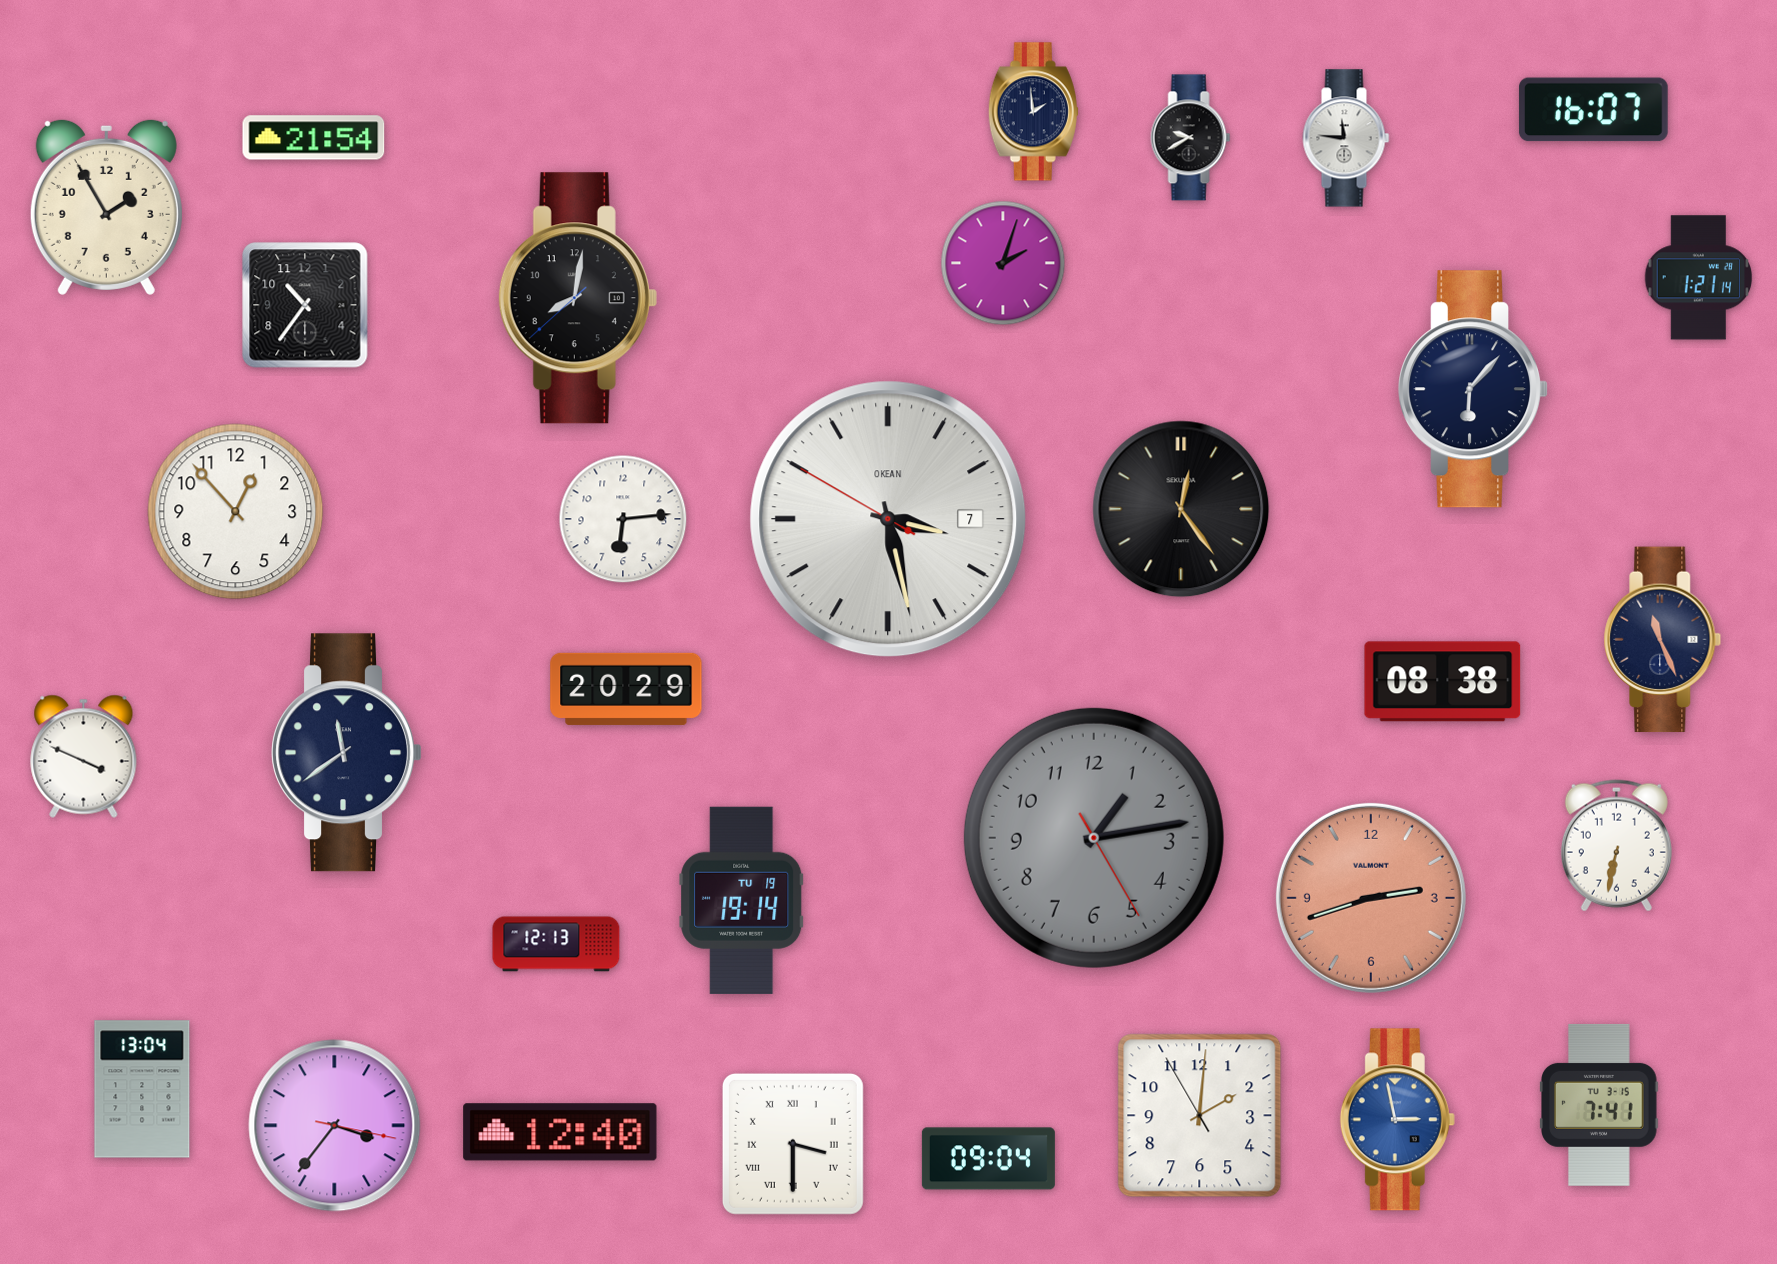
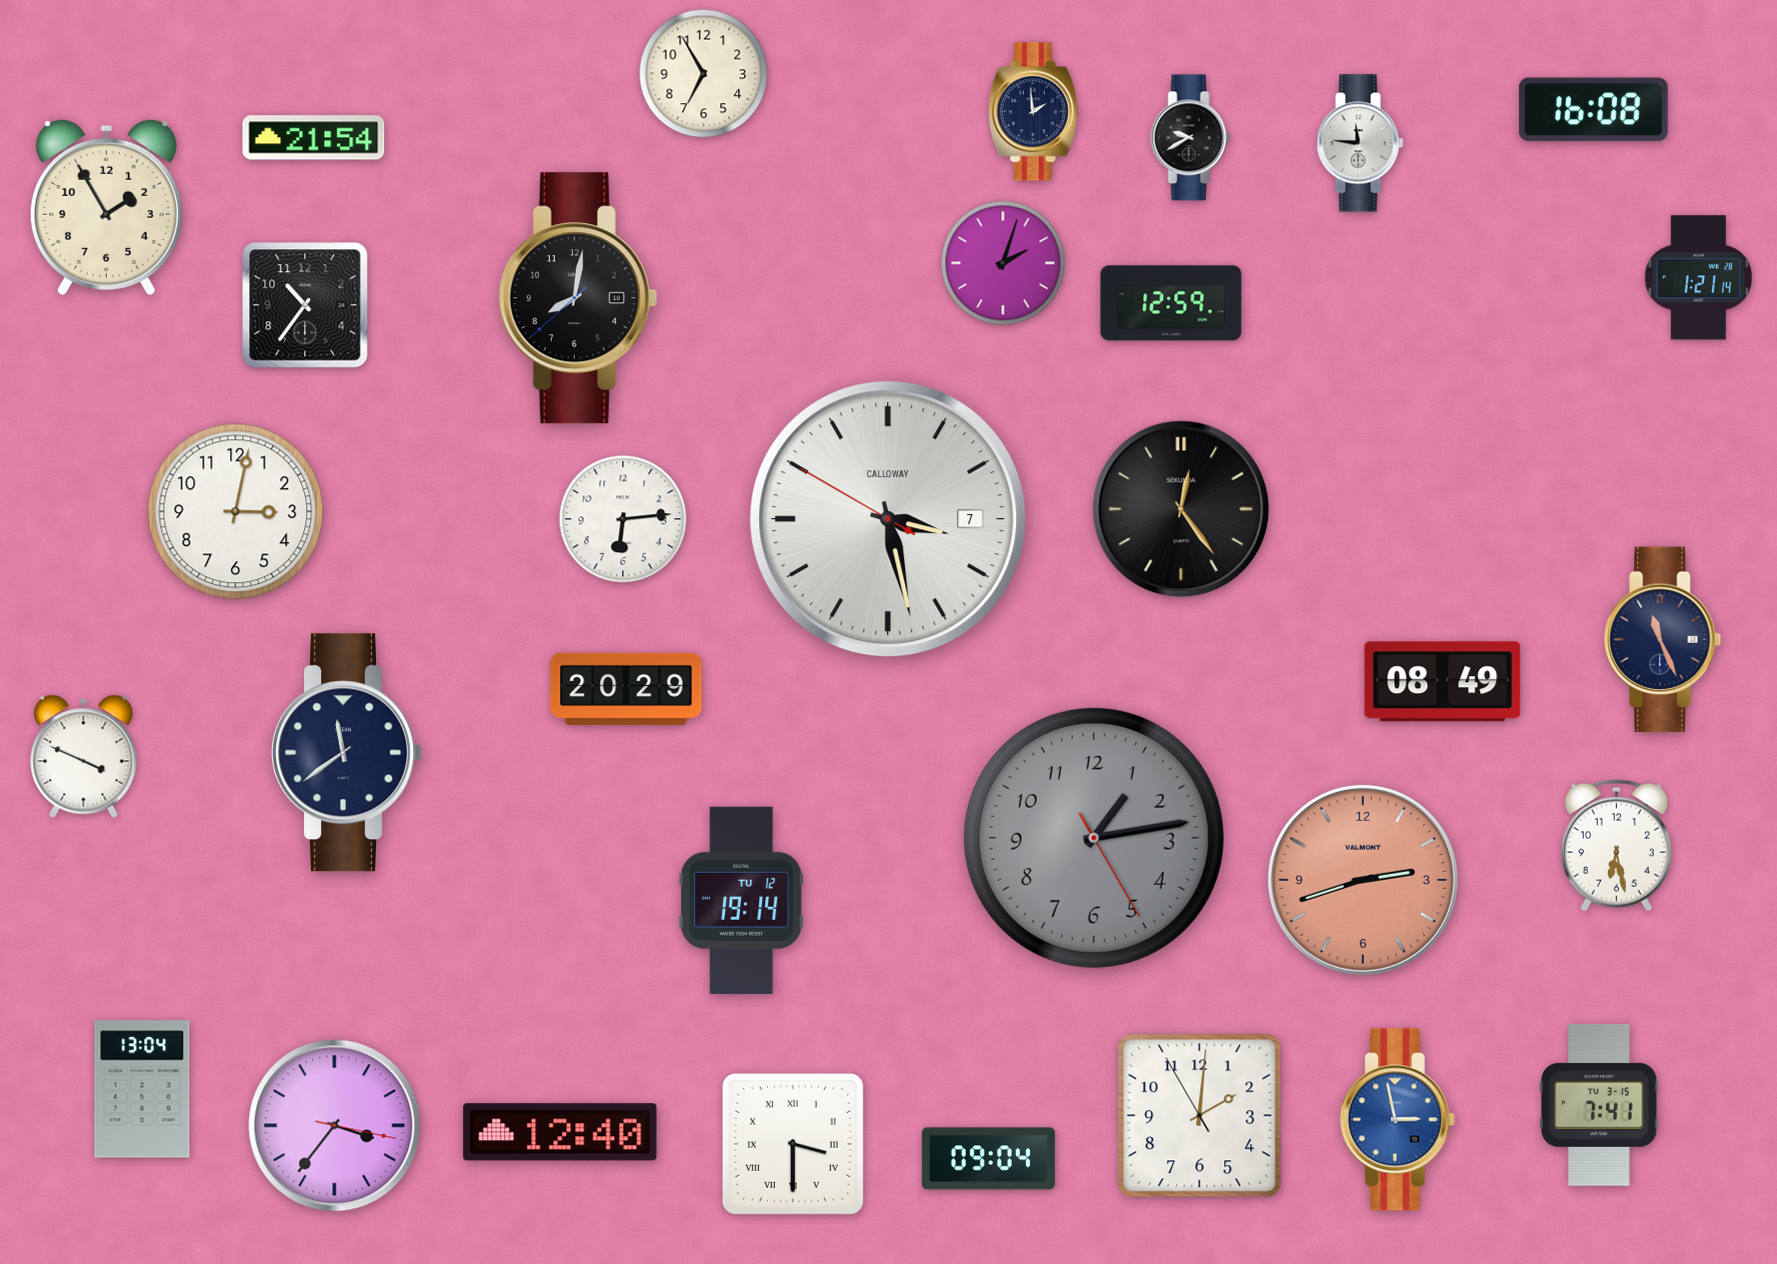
clock at (704, 74): none -> 6:55
clock at (1593, 110): 16:07 -> 16:08
clock at (1346, 138) position: (1346, 138) -> (1360, 143)
clock at (1171, 303): none -> 12:59
clock at (1474, 389): 6:07 -> none
clock at (236, 512): 12:53 -> 3:02
clock at (888, 519) brand: OKEAN -> CALLOWAY
clock at (1443, 682): 08:38 -> 08:49
clock at (1616, 846): 6:32 -> 6:28
clock at (1371, 898) position: (1371, 898) -> (1363, 880)
clock at (742, 900) date: TU 19 -> TU 12
clock at (556, 944): 12:13 -> none
